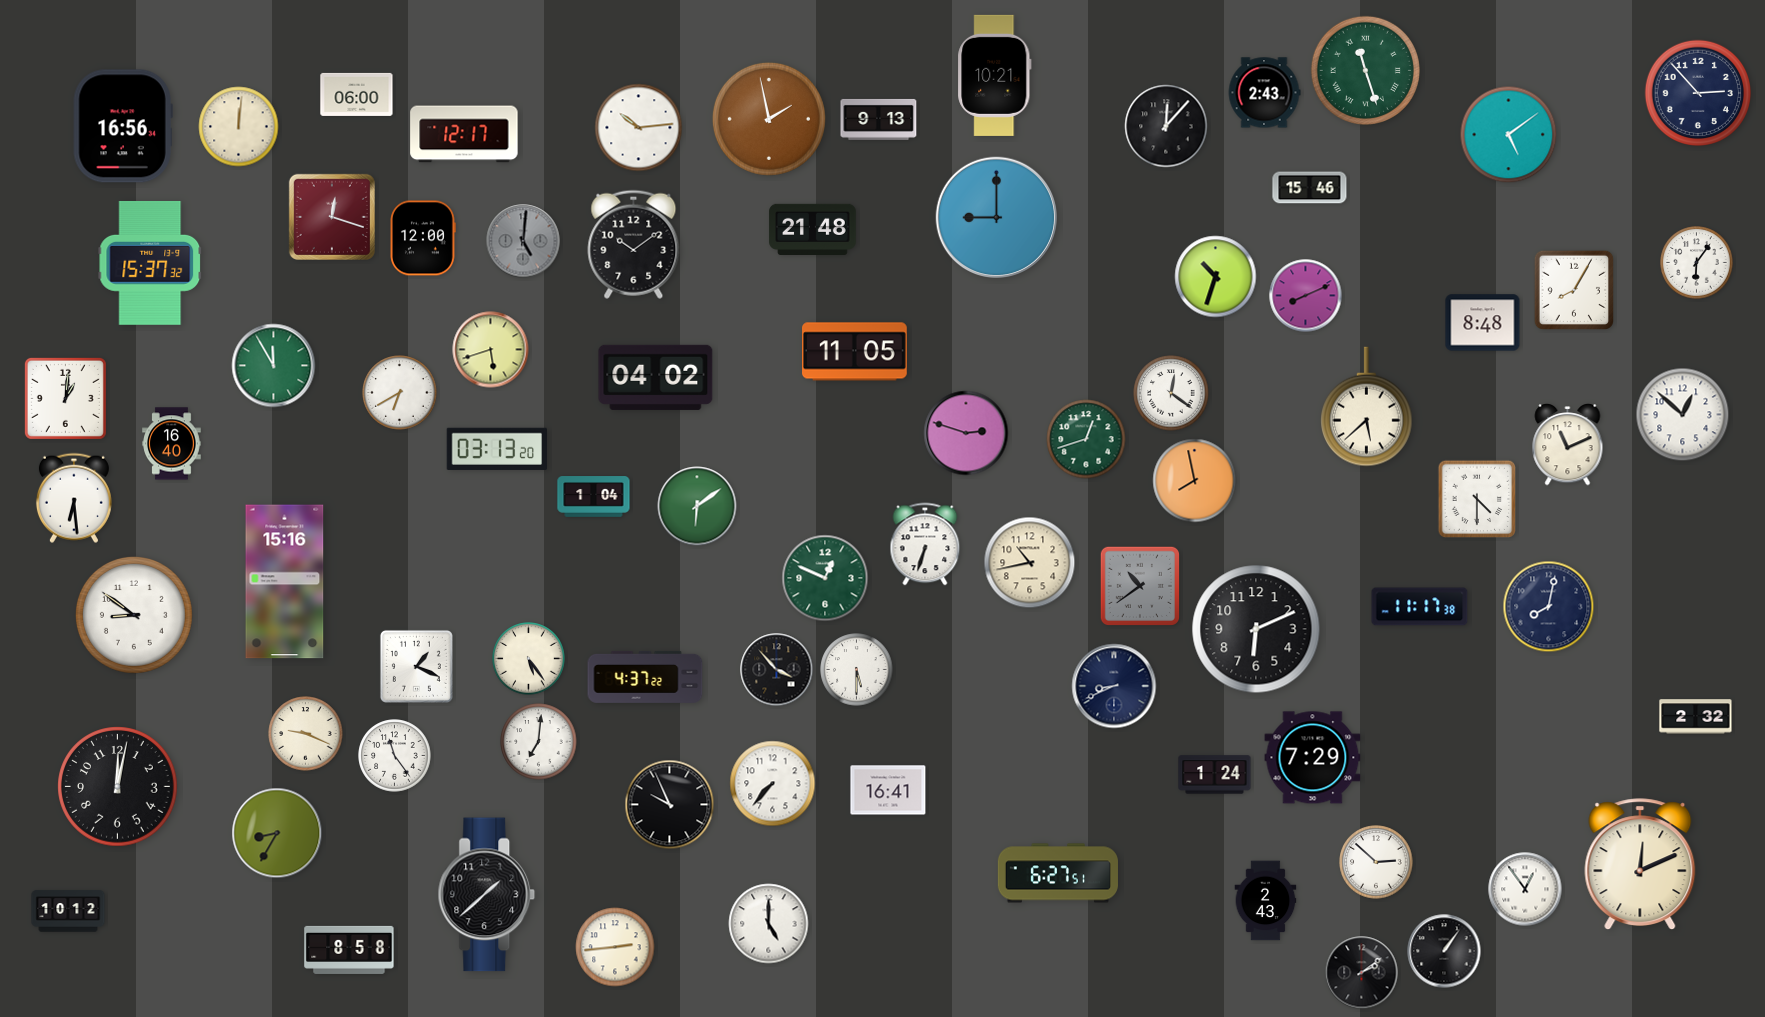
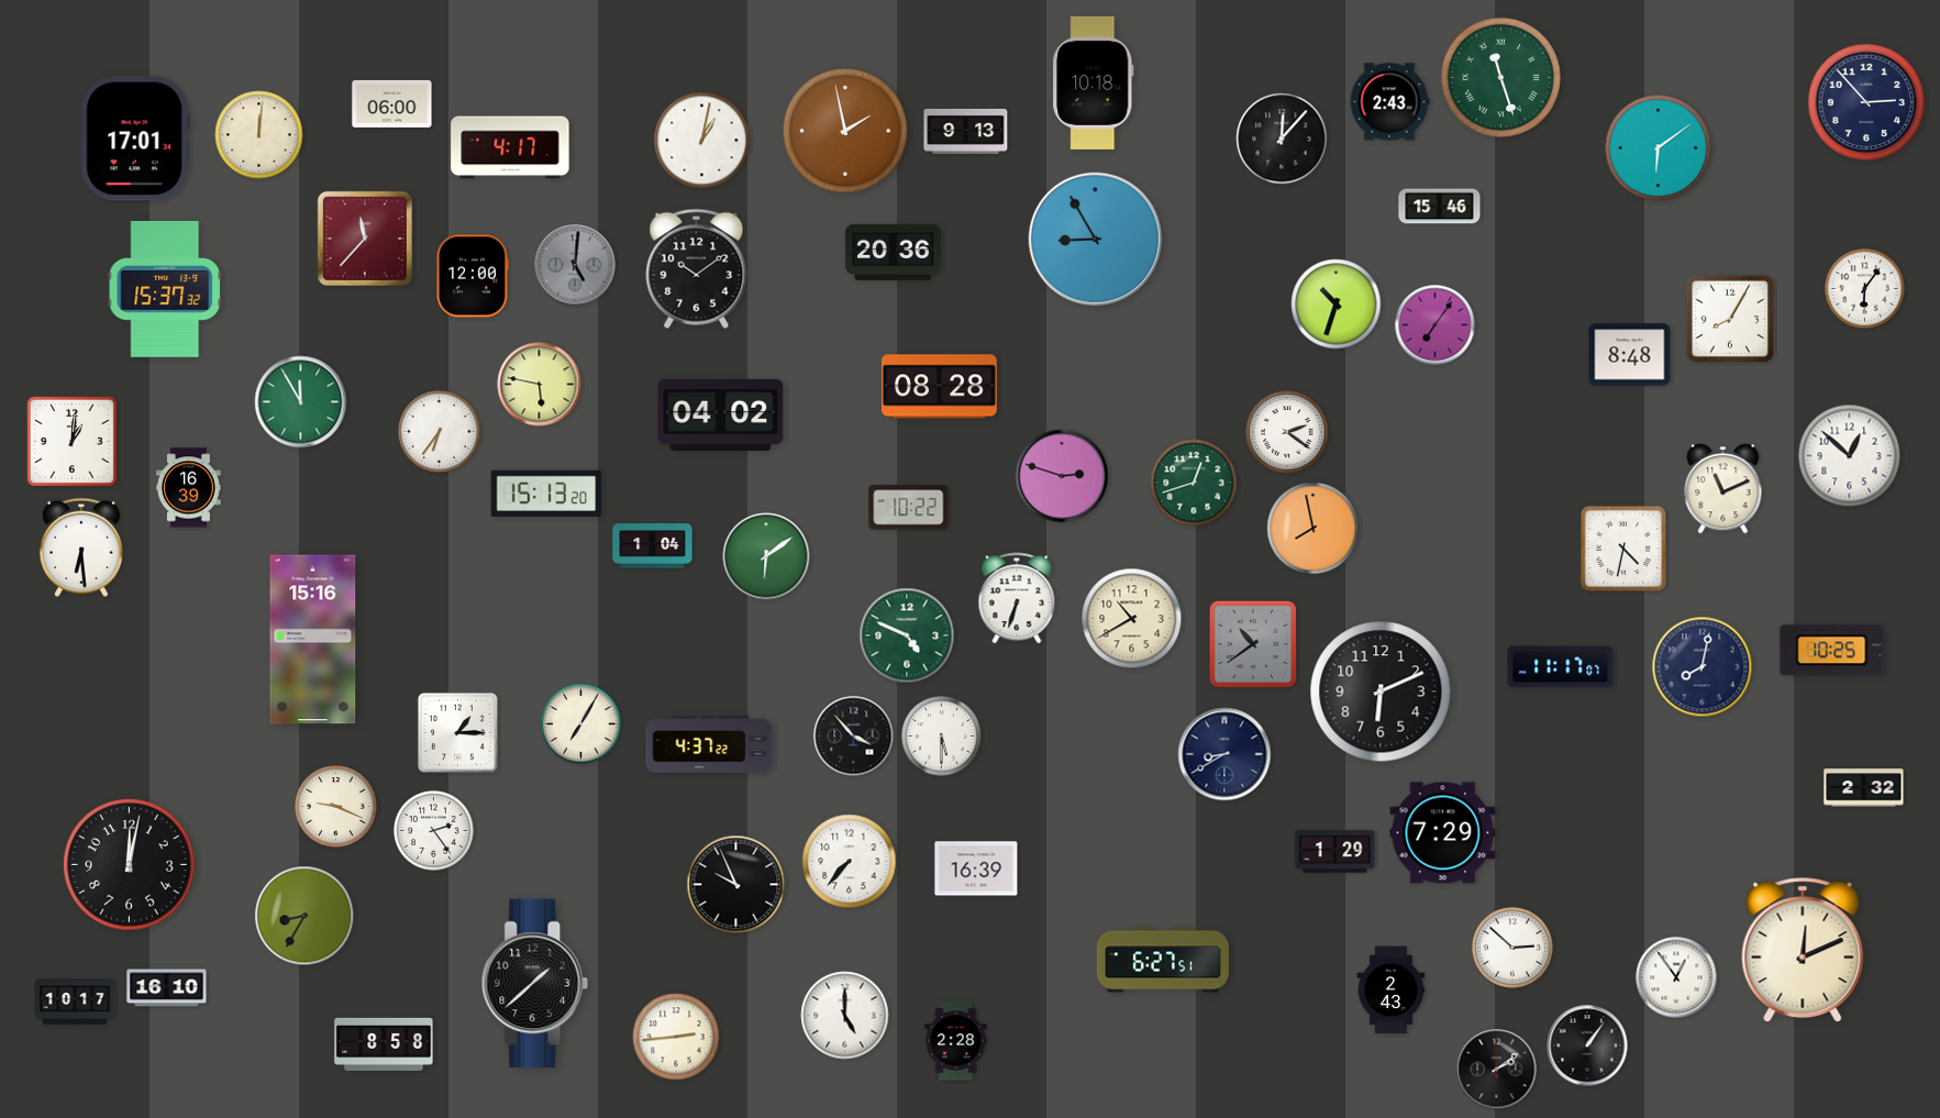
clock at (995, 75): 10:21 -> 10:18
clock at (123, 126): 16:56 -> 17:01
clock at (239, 127) position: (239, 127) -> (259, 135)
clock at (639, 128): 10:14 -> 1:02
clock at (464, 134): 12:17 -> 4:17
clock at (1509, 135): 5:09 -> 6:09
clock at (332, 217): 12:18 -> 11:37
clock at (996, 217): 9:00 -> 8:55
clock at (813, 229): 21:48 -> 20:36
clock at (423, 238) position: (423, 238) -> (473, 276)
clock at (1306, 296): 8:11 -> 7:06
clock at (491, 350): 5:42 -> 5:47
clock at (855, 352): 11:05 -> 08:28
clock at (400, 393): 6:40 -> 6:36
clock at (1171, 393): 12:21 -> 2:21
clock at (65, 398) position: (65, 398) -> (71, 441)
clock at (1367, 407): 5:38 -> none
clock at (172, 444): 16:40 -> 16:39
clock at (496, 449): 03:13 -> 15:13
clock at (909, 508): none -> 10:22
clock at (1477, 499): 4:30 -> 4:32
clock at (1030, 563): 10:43 -> 10:40
clock at (825, 578): 12:49 -> 4:49
clock at (1832, 651): none -> 10:25
clock at (1420, 607): 11:17:38 -> 11:17:07
clock at (134, 615): 8:51 -> none
clock at (529, 659): 5:24 -> 7:05
clock at (416, 666): 1:19 -> 1:15
clock at (1114, 686): 8:41 -> 8:40
clock at (539, 742): 7:01 -> none
clock at (395, 756): 11:24 -> 2:24
clock at (1215, 775): 1:24 -> 1:29
clock at (888, 790): 16:41 -> 16:39
clock at (167, 988): none -> 16:10
clock at (68, 911): 10:12 -> 10:17
clock at (615, 947) position: (615, 947) -> (676, 1037)
clock at (956, 1041): none -> 2:28
